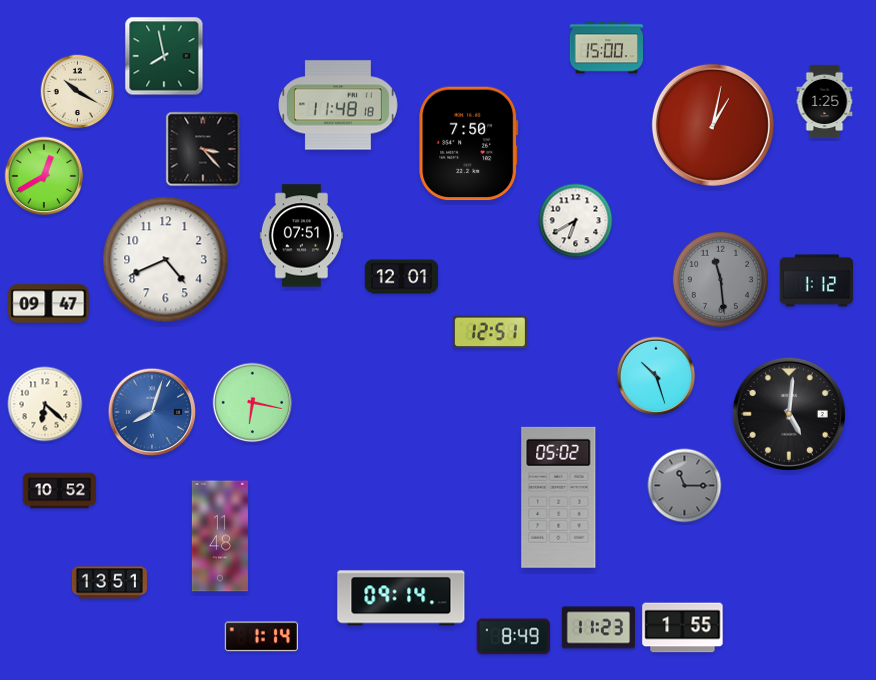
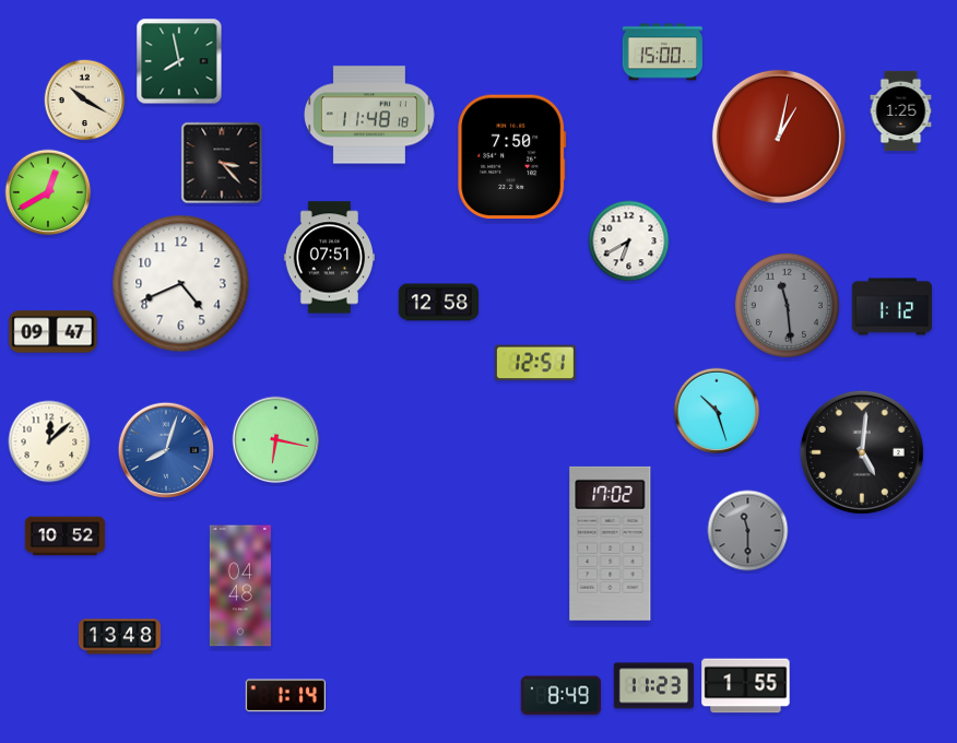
clock at (401, 277): 12:01 -> 12:58
clock at (45, 404): 6:22 -> 12:08
clock at (685, 486): 11:15 -> 11:30
clock at (559, 497): 05:02 -> 17:02
clock at (220, 536): 11:48 -> 04:48
clock at (109, 583): 13:51 -> 13:48
clock at (401, 598): 09:14 -> none
